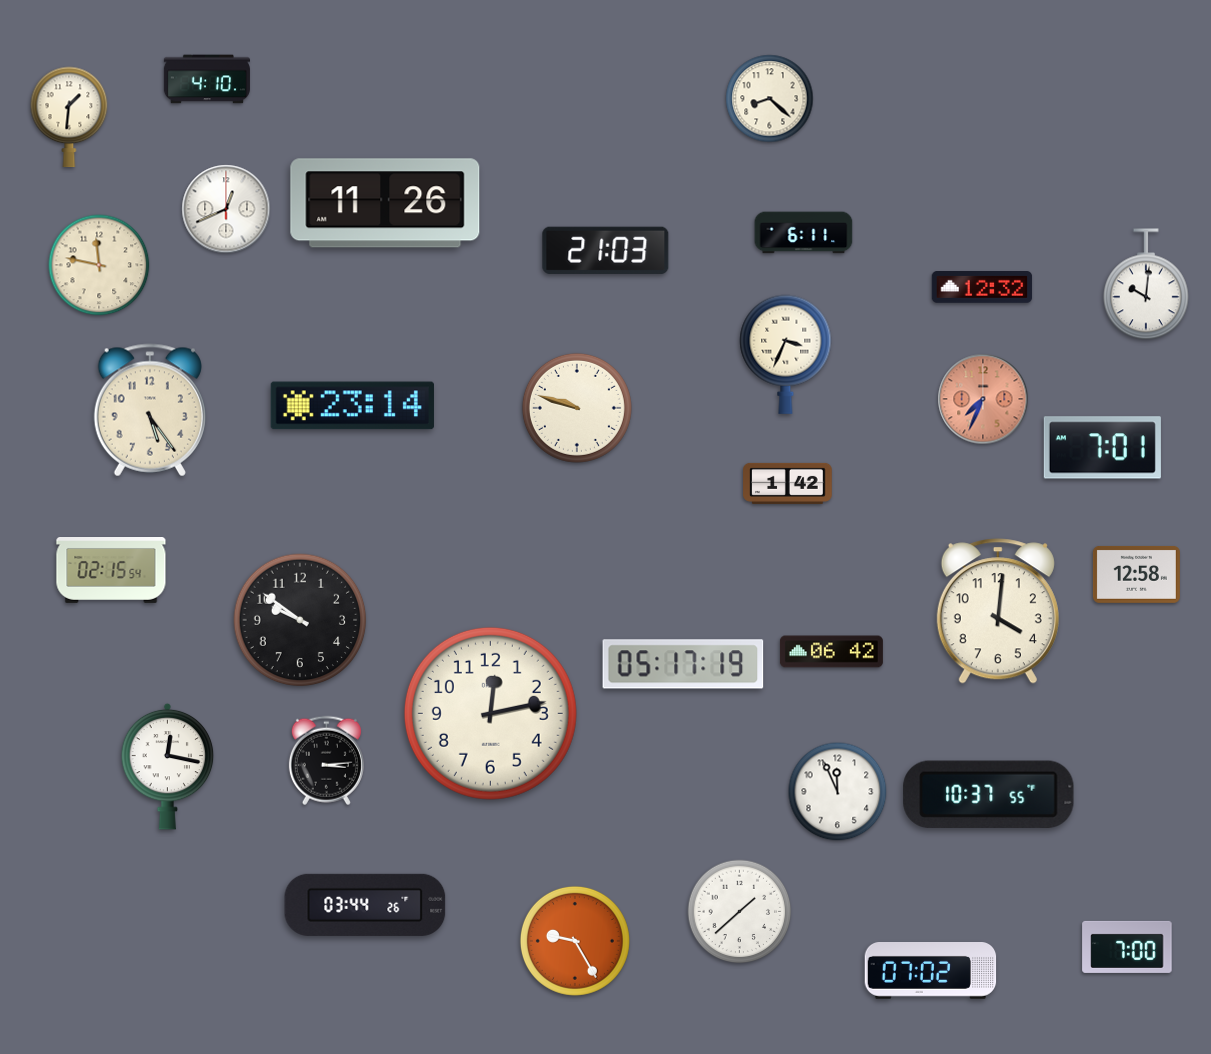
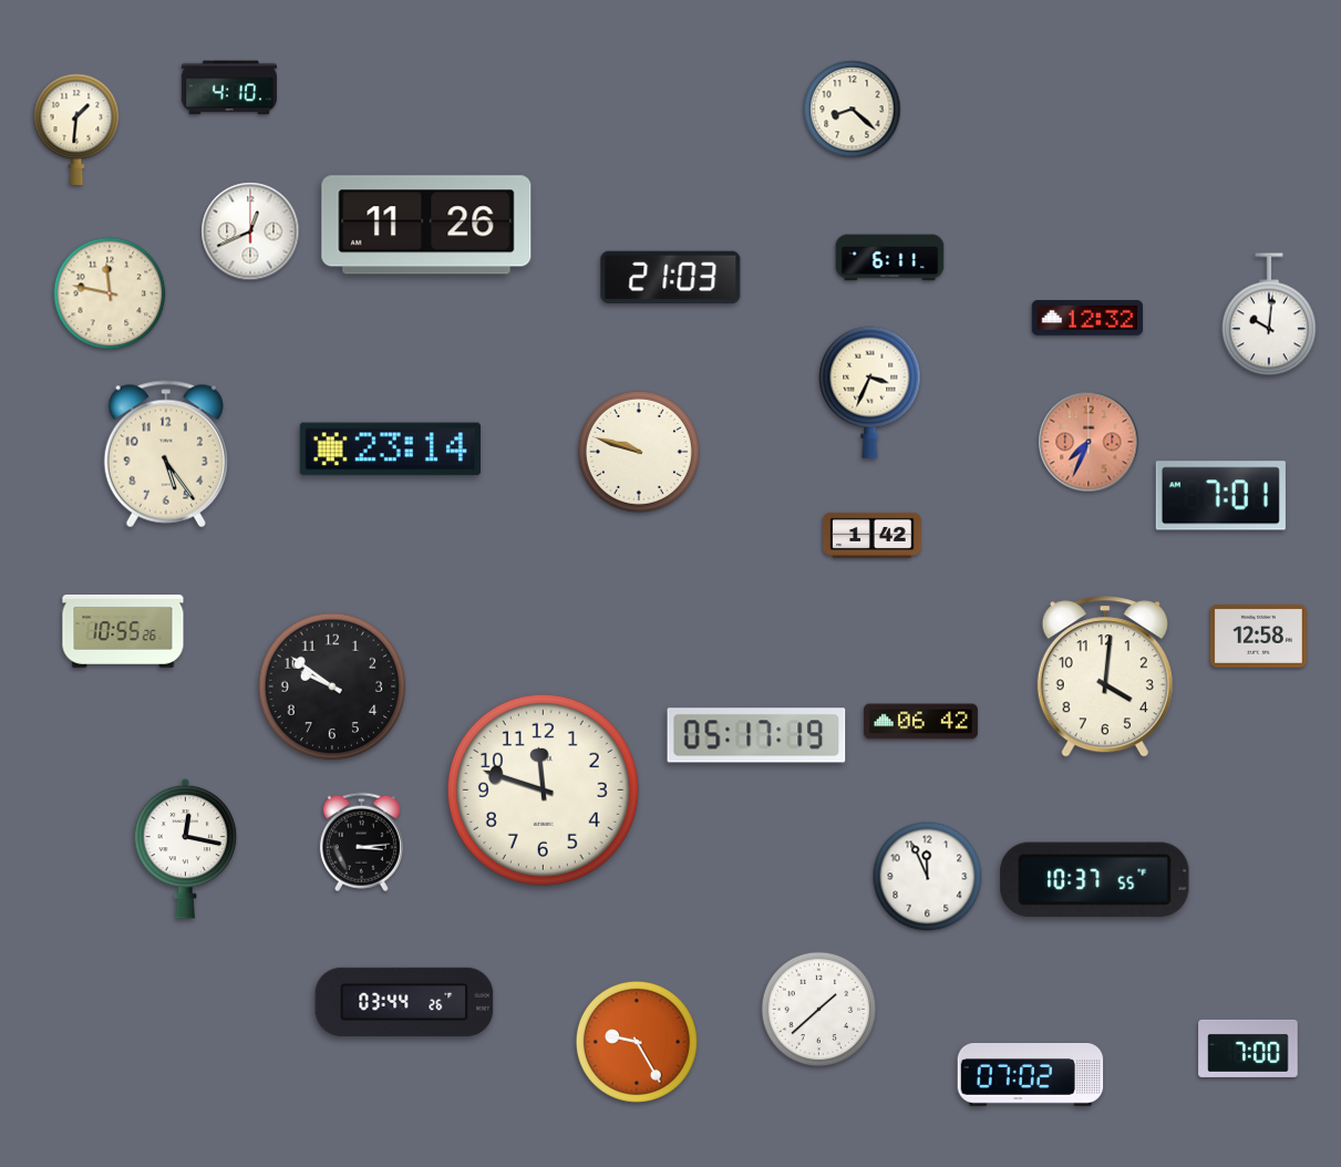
clock at (111, 571): 02:15 -> 10:55
clock at (490, 713): 12:13 -> 11:48
